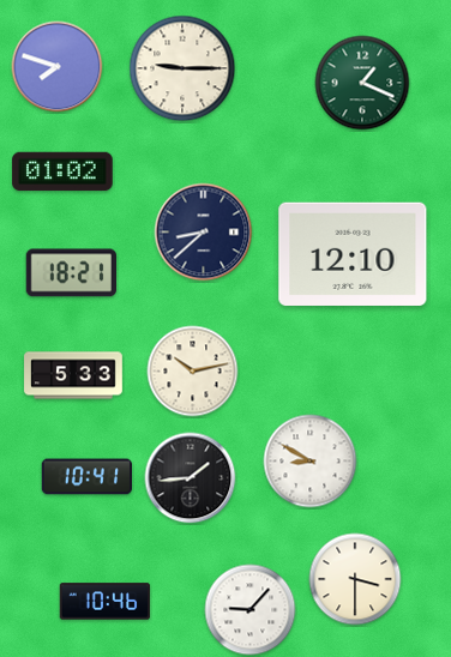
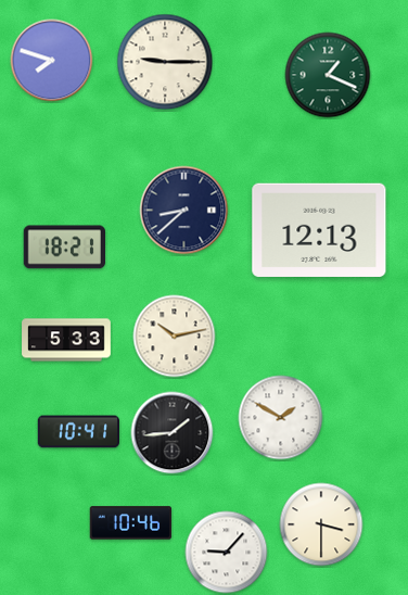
clock at (62, 171): 01:02 -> none
clock at (353, 254): 12:10 -> 12:13
clock at (311, 462): 8:50 -> 1:50
clock at (106, 602) position: (106, 602) -> (131, 523)
